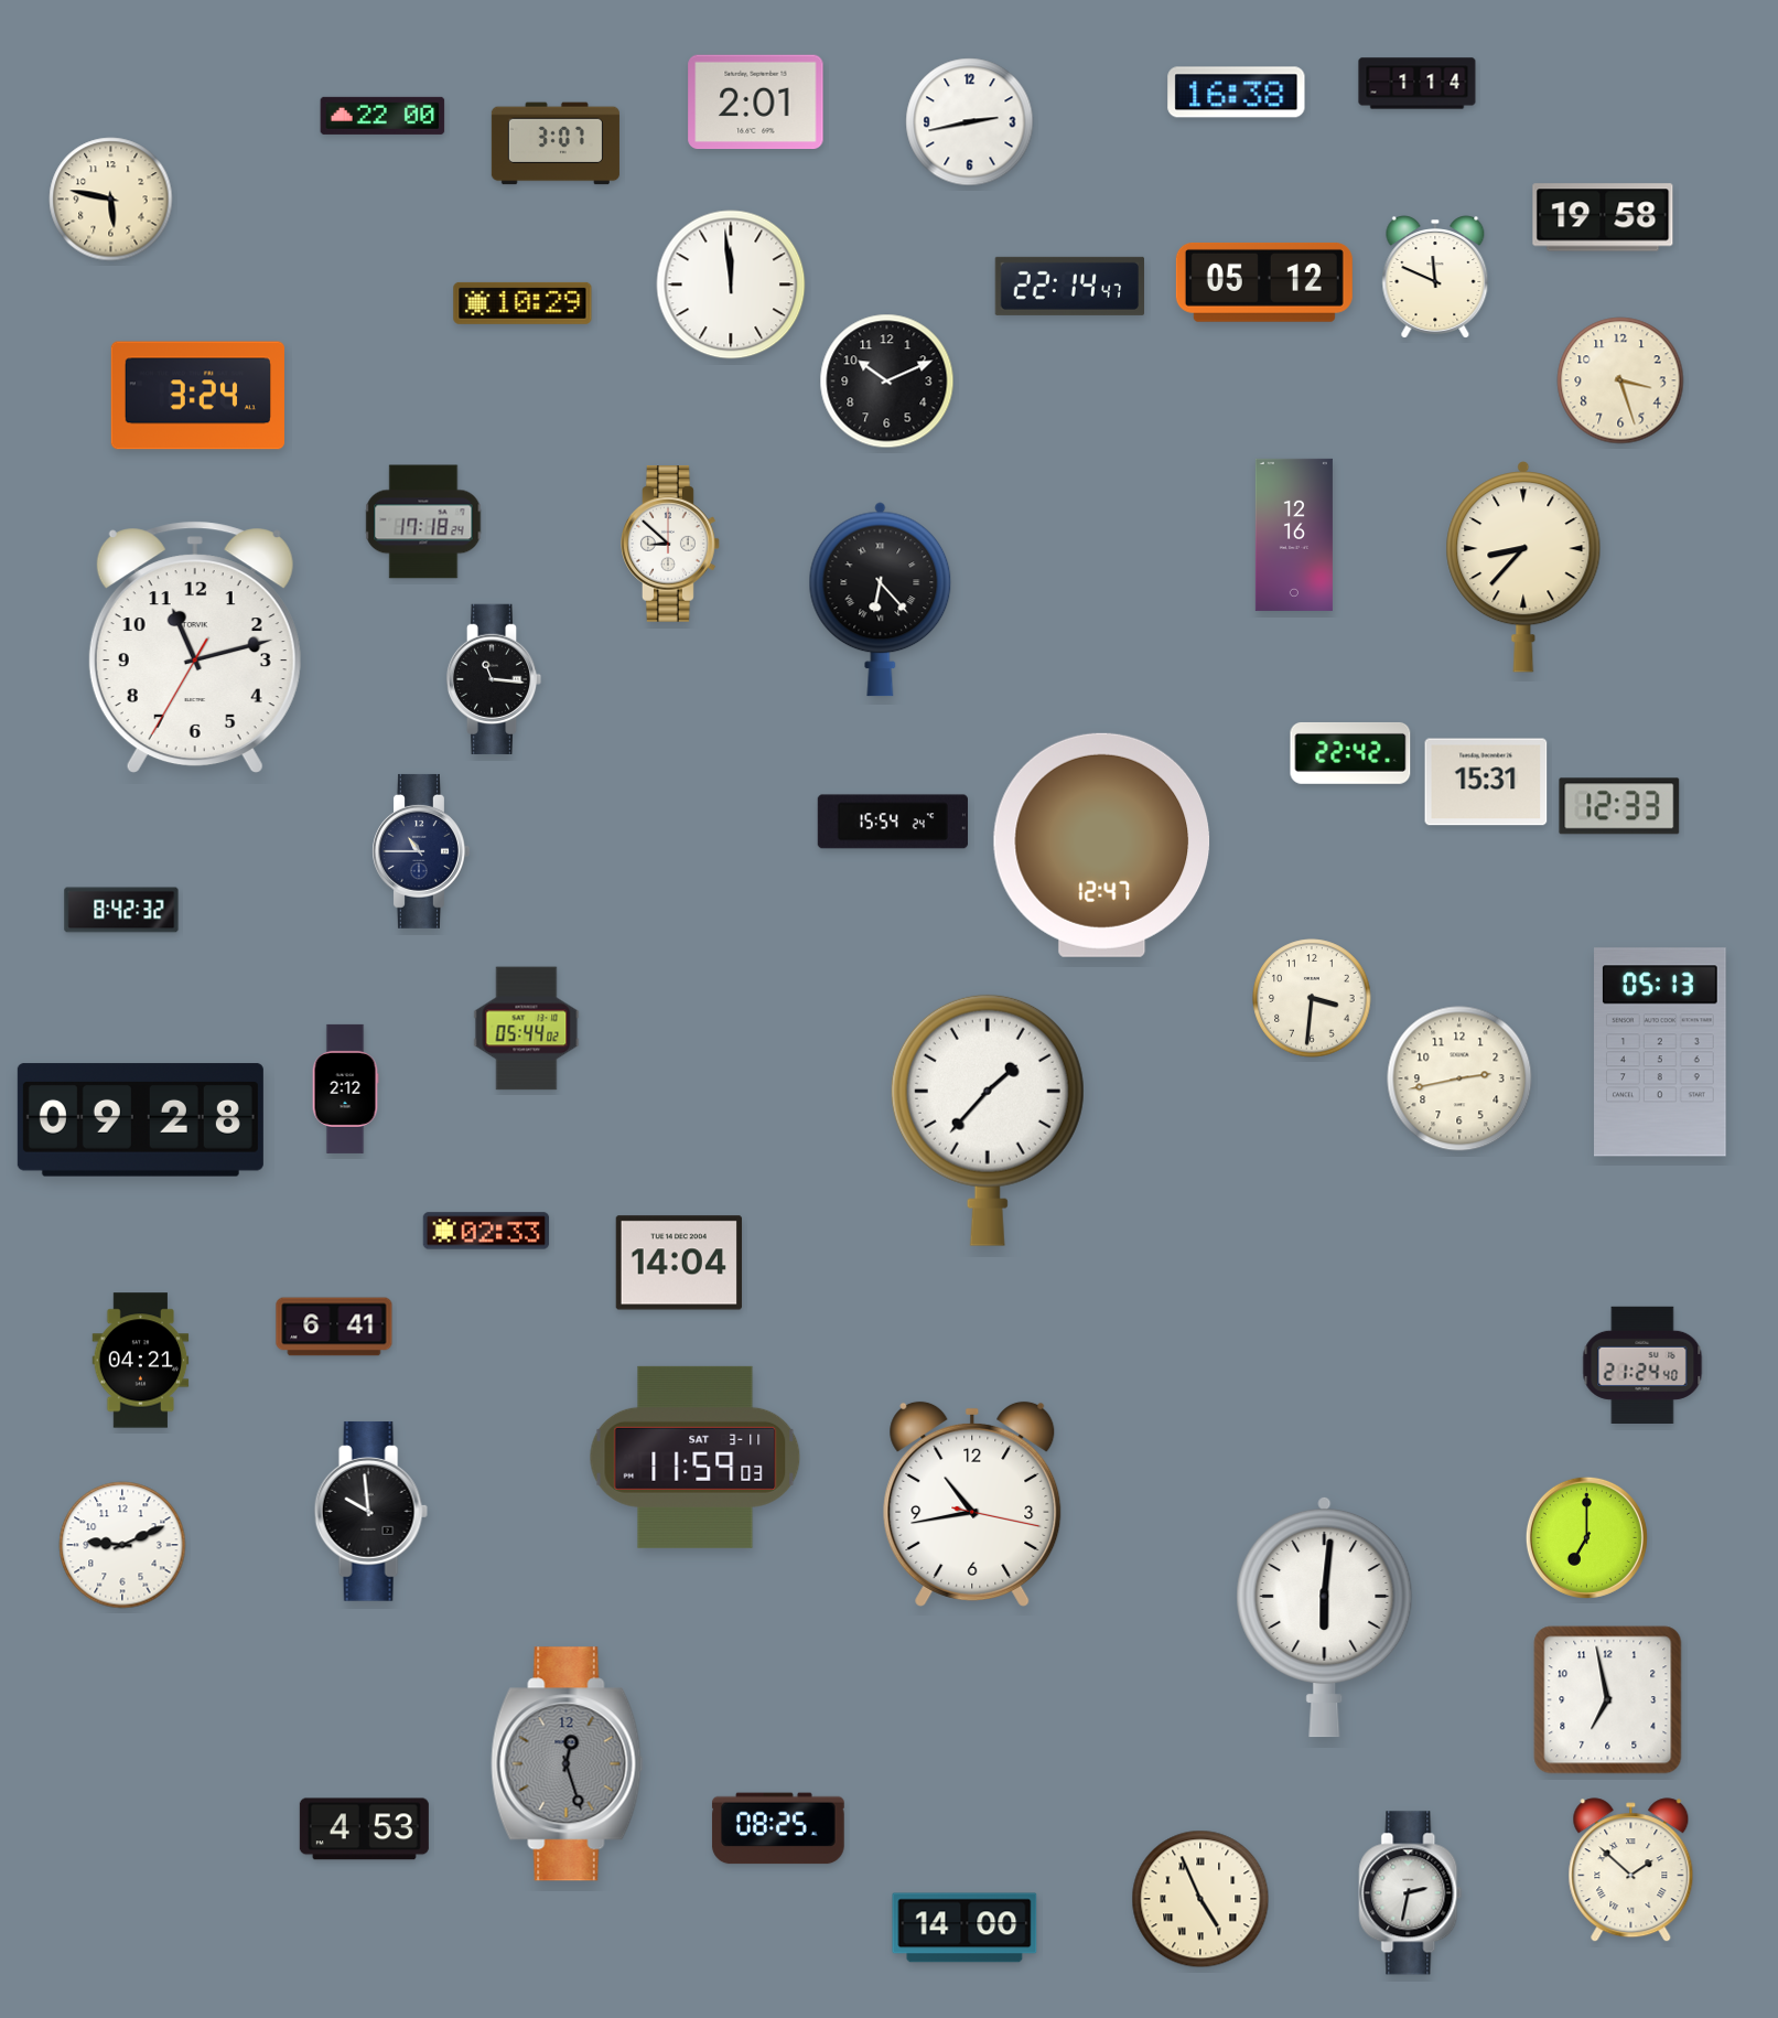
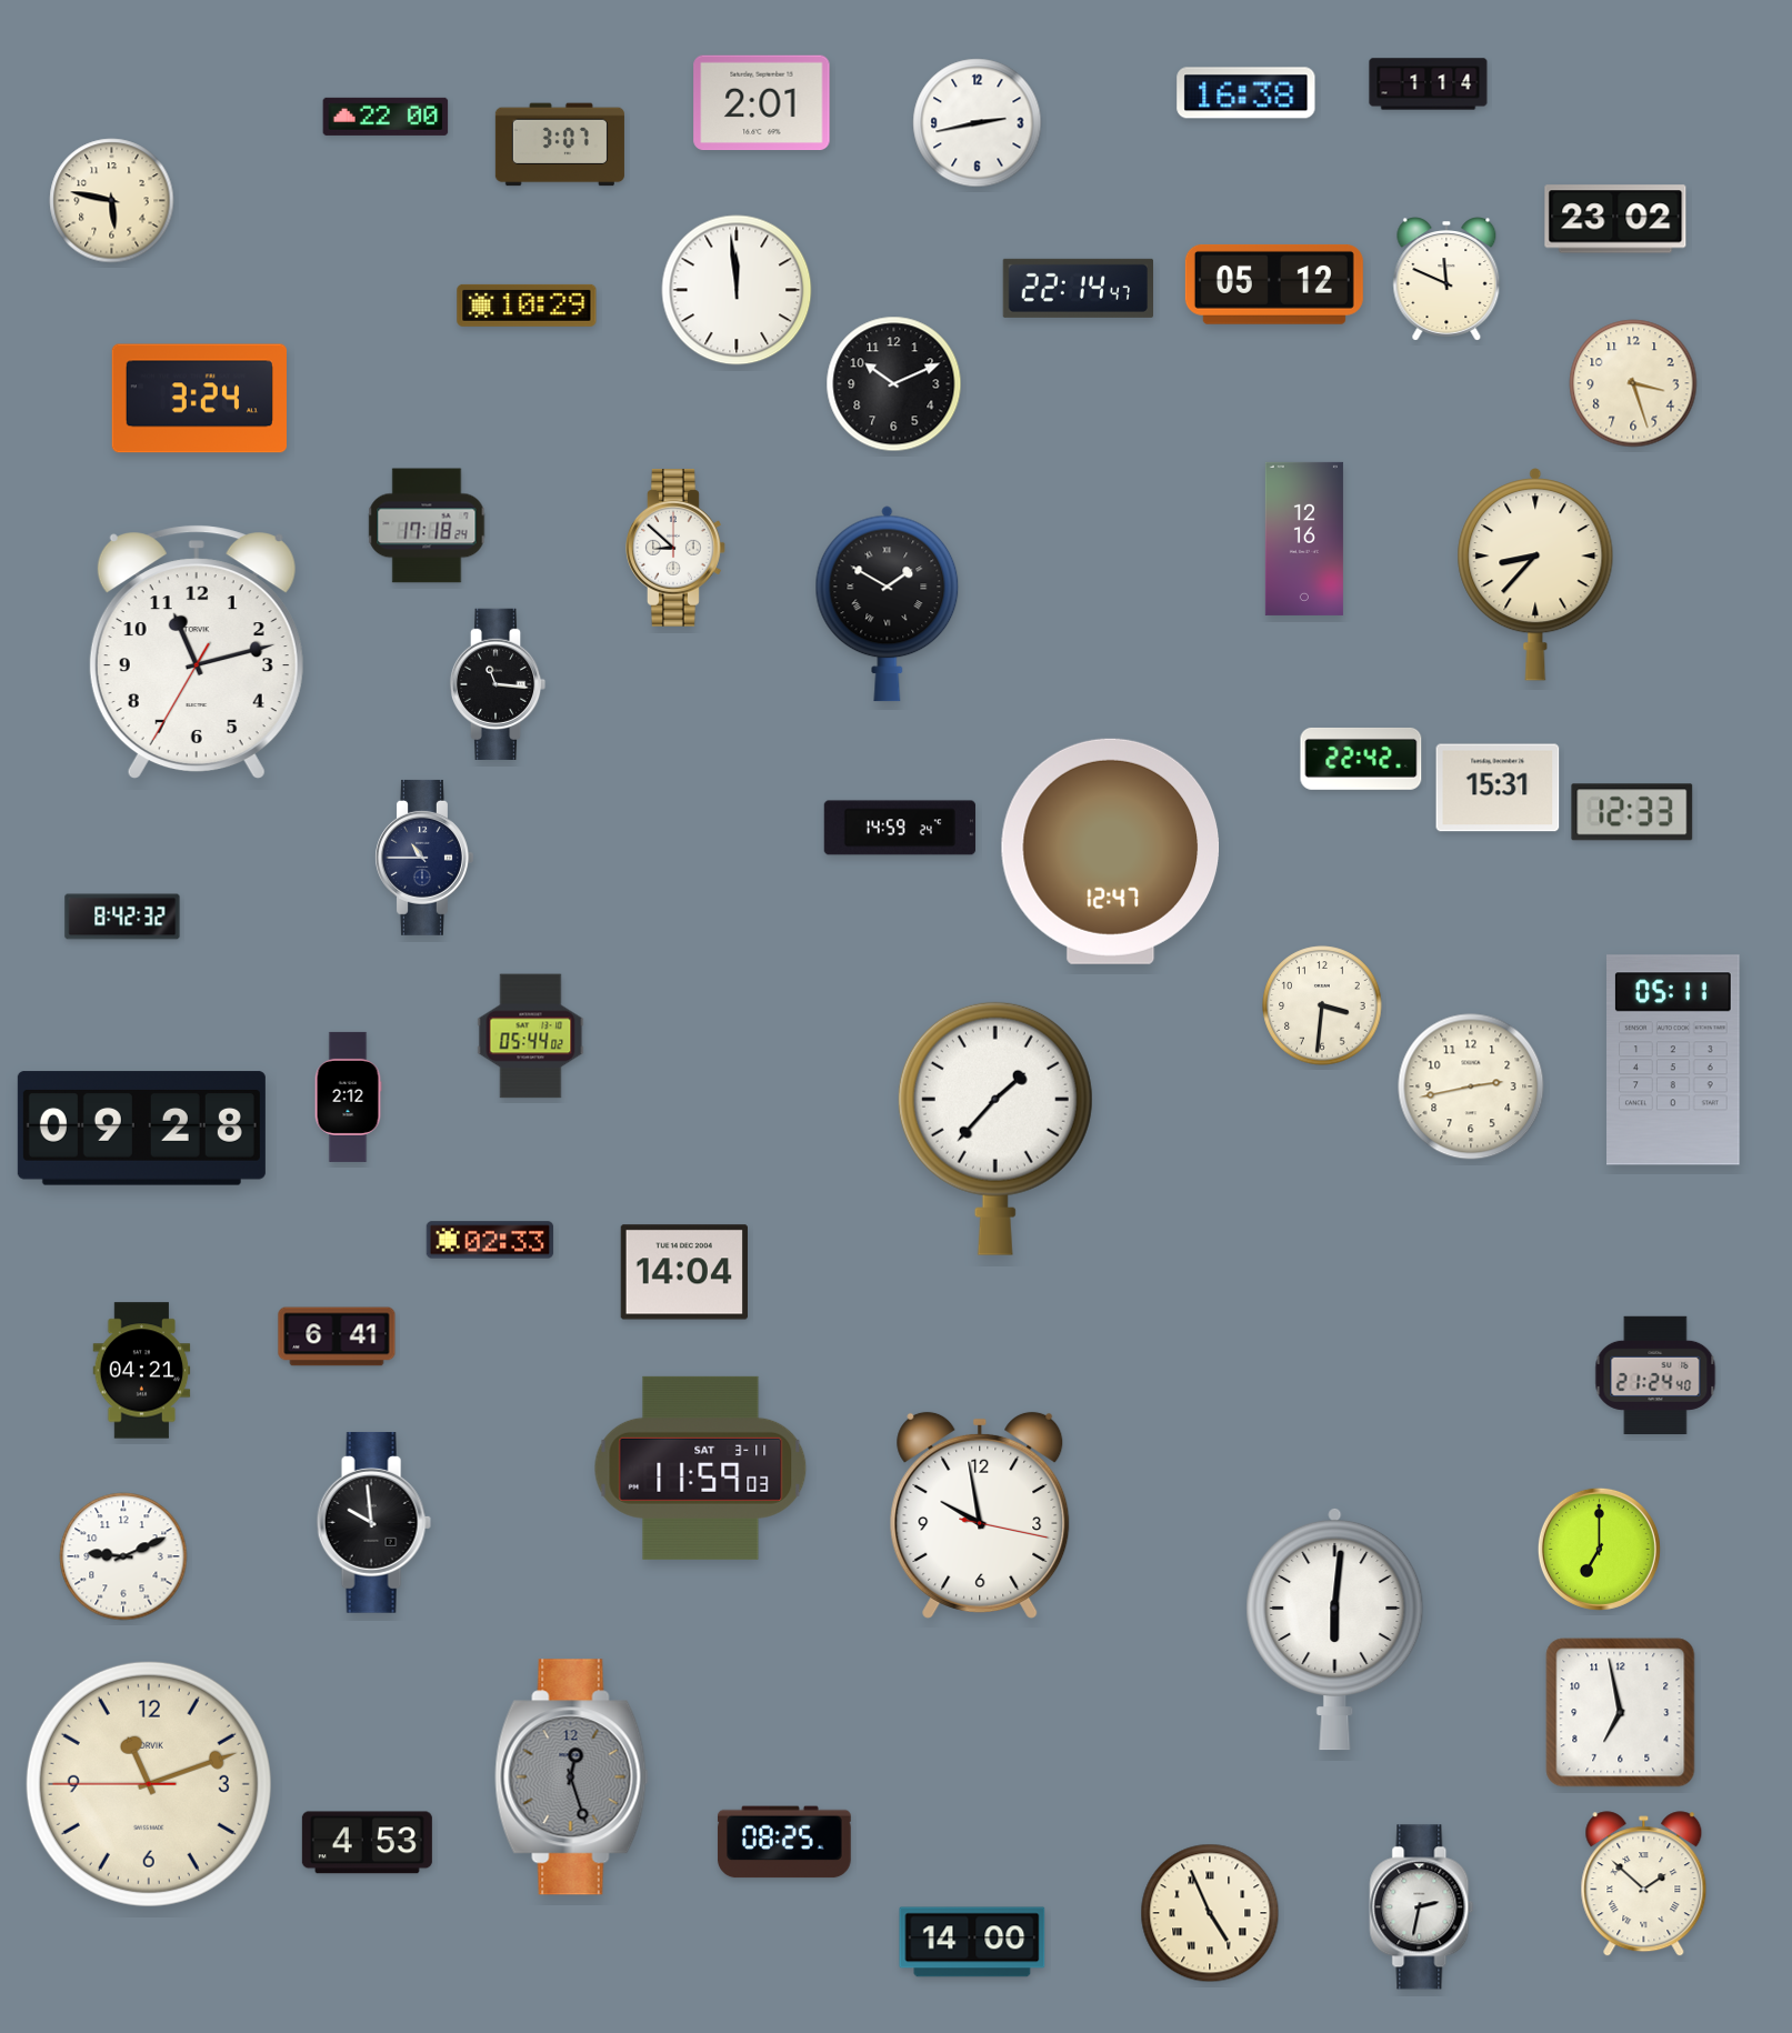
clock at (1603, 217): 19:58 -> 23:02
clock at (731, 285) position: (731, 285) -> (737, 290)
clock at (1523, 567) position: (1523, 567) -> (1535, 574)
clock at (881, 600): 6:23 -> 1:50
clock at (893, 822): 15:54 -> 14:59
clock at (1661, 1052): 05:13 -> 05:11
clock at (972, 1504): 10:43 -> 9:58
clock at (149, 1784): none -> 11:11
